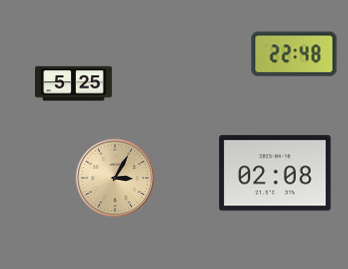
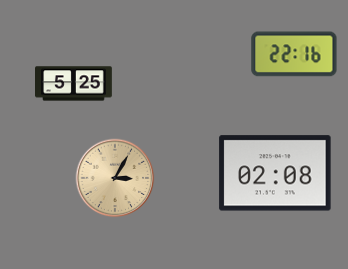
clock at (294, 54): 22:48 -> 22:16
